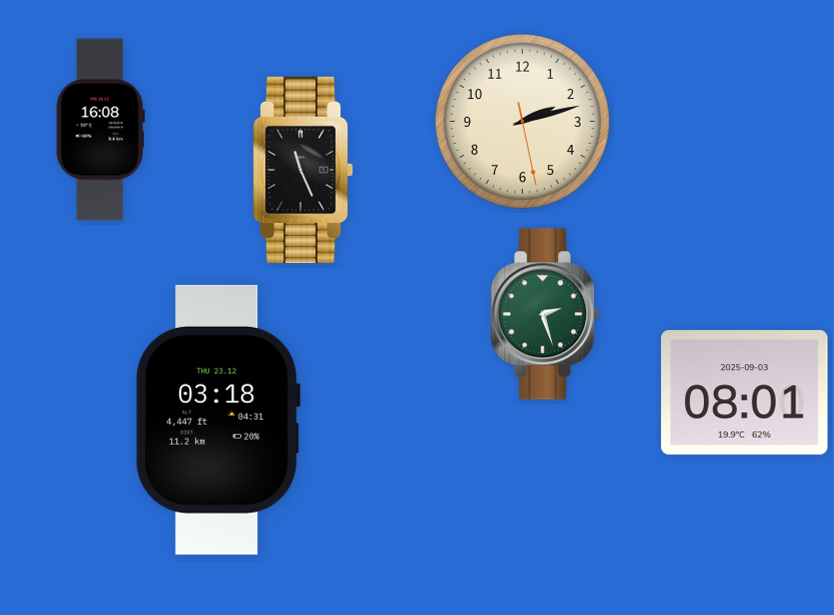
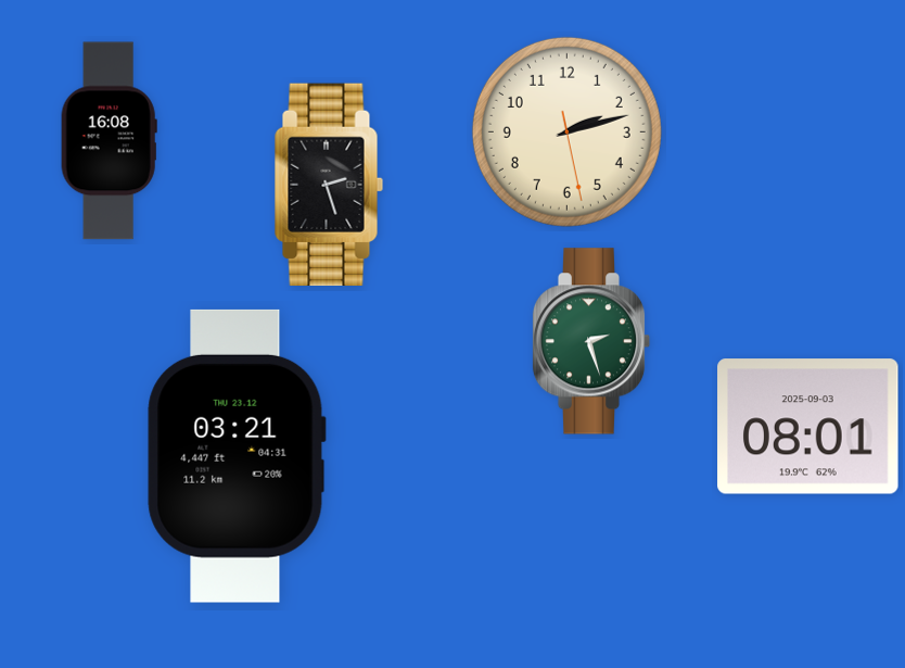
clock at (303, 169): 11:26 -> 2:27
clock at (218, 420): 03:18 -> 03:21
